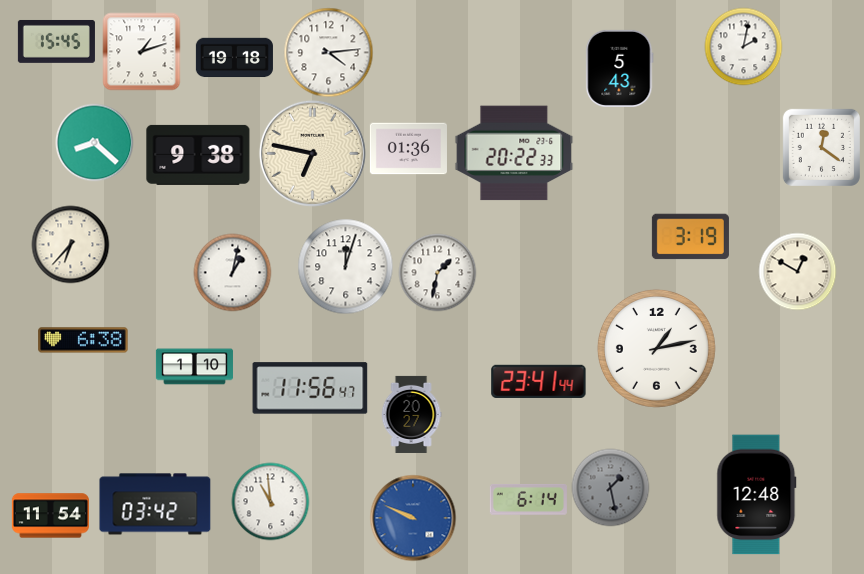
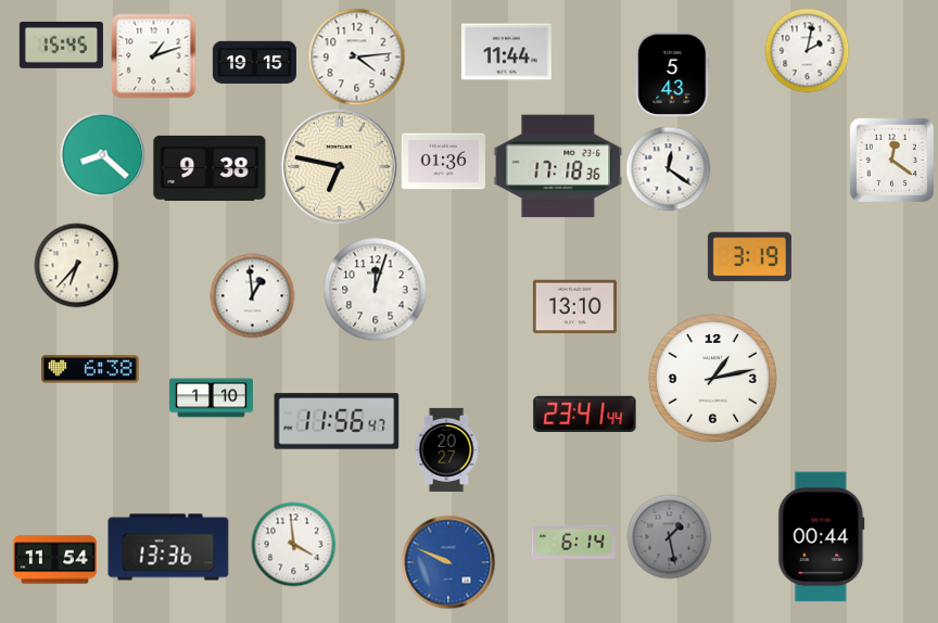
clock at (506, 52): none -> 11:44
clock at (234, 58): 19:18 -> 19:15
clock at (514, 153): 20:22 -> 17:18
clock at (198, 155) position: (198, 155) -> (210, 168)
clock at (668, 168): none -> 12:21
clock at (797, 271): 12:50 -> none
clock at (232, 272): 1:02 -> 12:59
clock at (437, 272): 1:32 -> none
clock at (574, 307): none -> 13:10
clock at (610, 487) position: (610, 487) -> (669, 536)
clock at (757, 495): 12:48 -> 00:44
clock at (270, 501): 10:59 -> 3:59
clock at (155, 504): 03:42 -> 13:36
